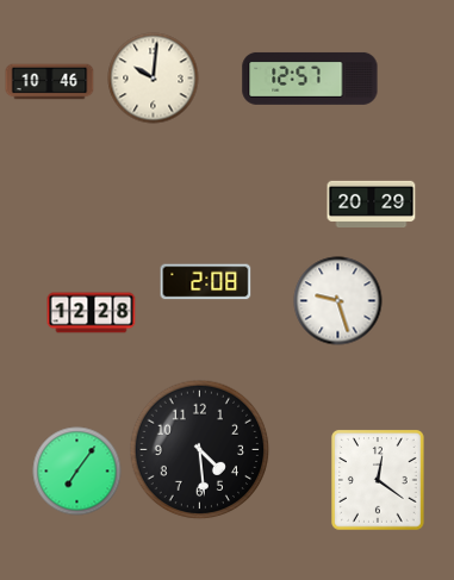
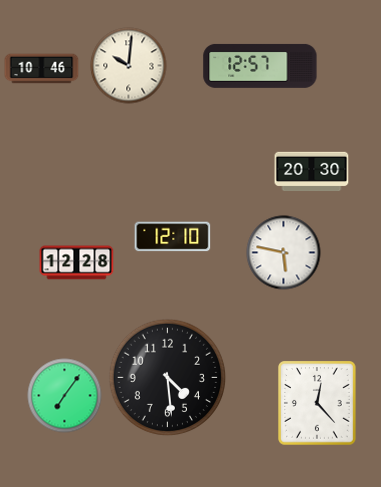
clock at (372, 205): 20:29 -> 20:30
clock at (206, 282): 2:08 -> 12:10
clock at (338, 301): 9:27 -> 5:47
clock at (379, 480): 12:21 -> 12:23
